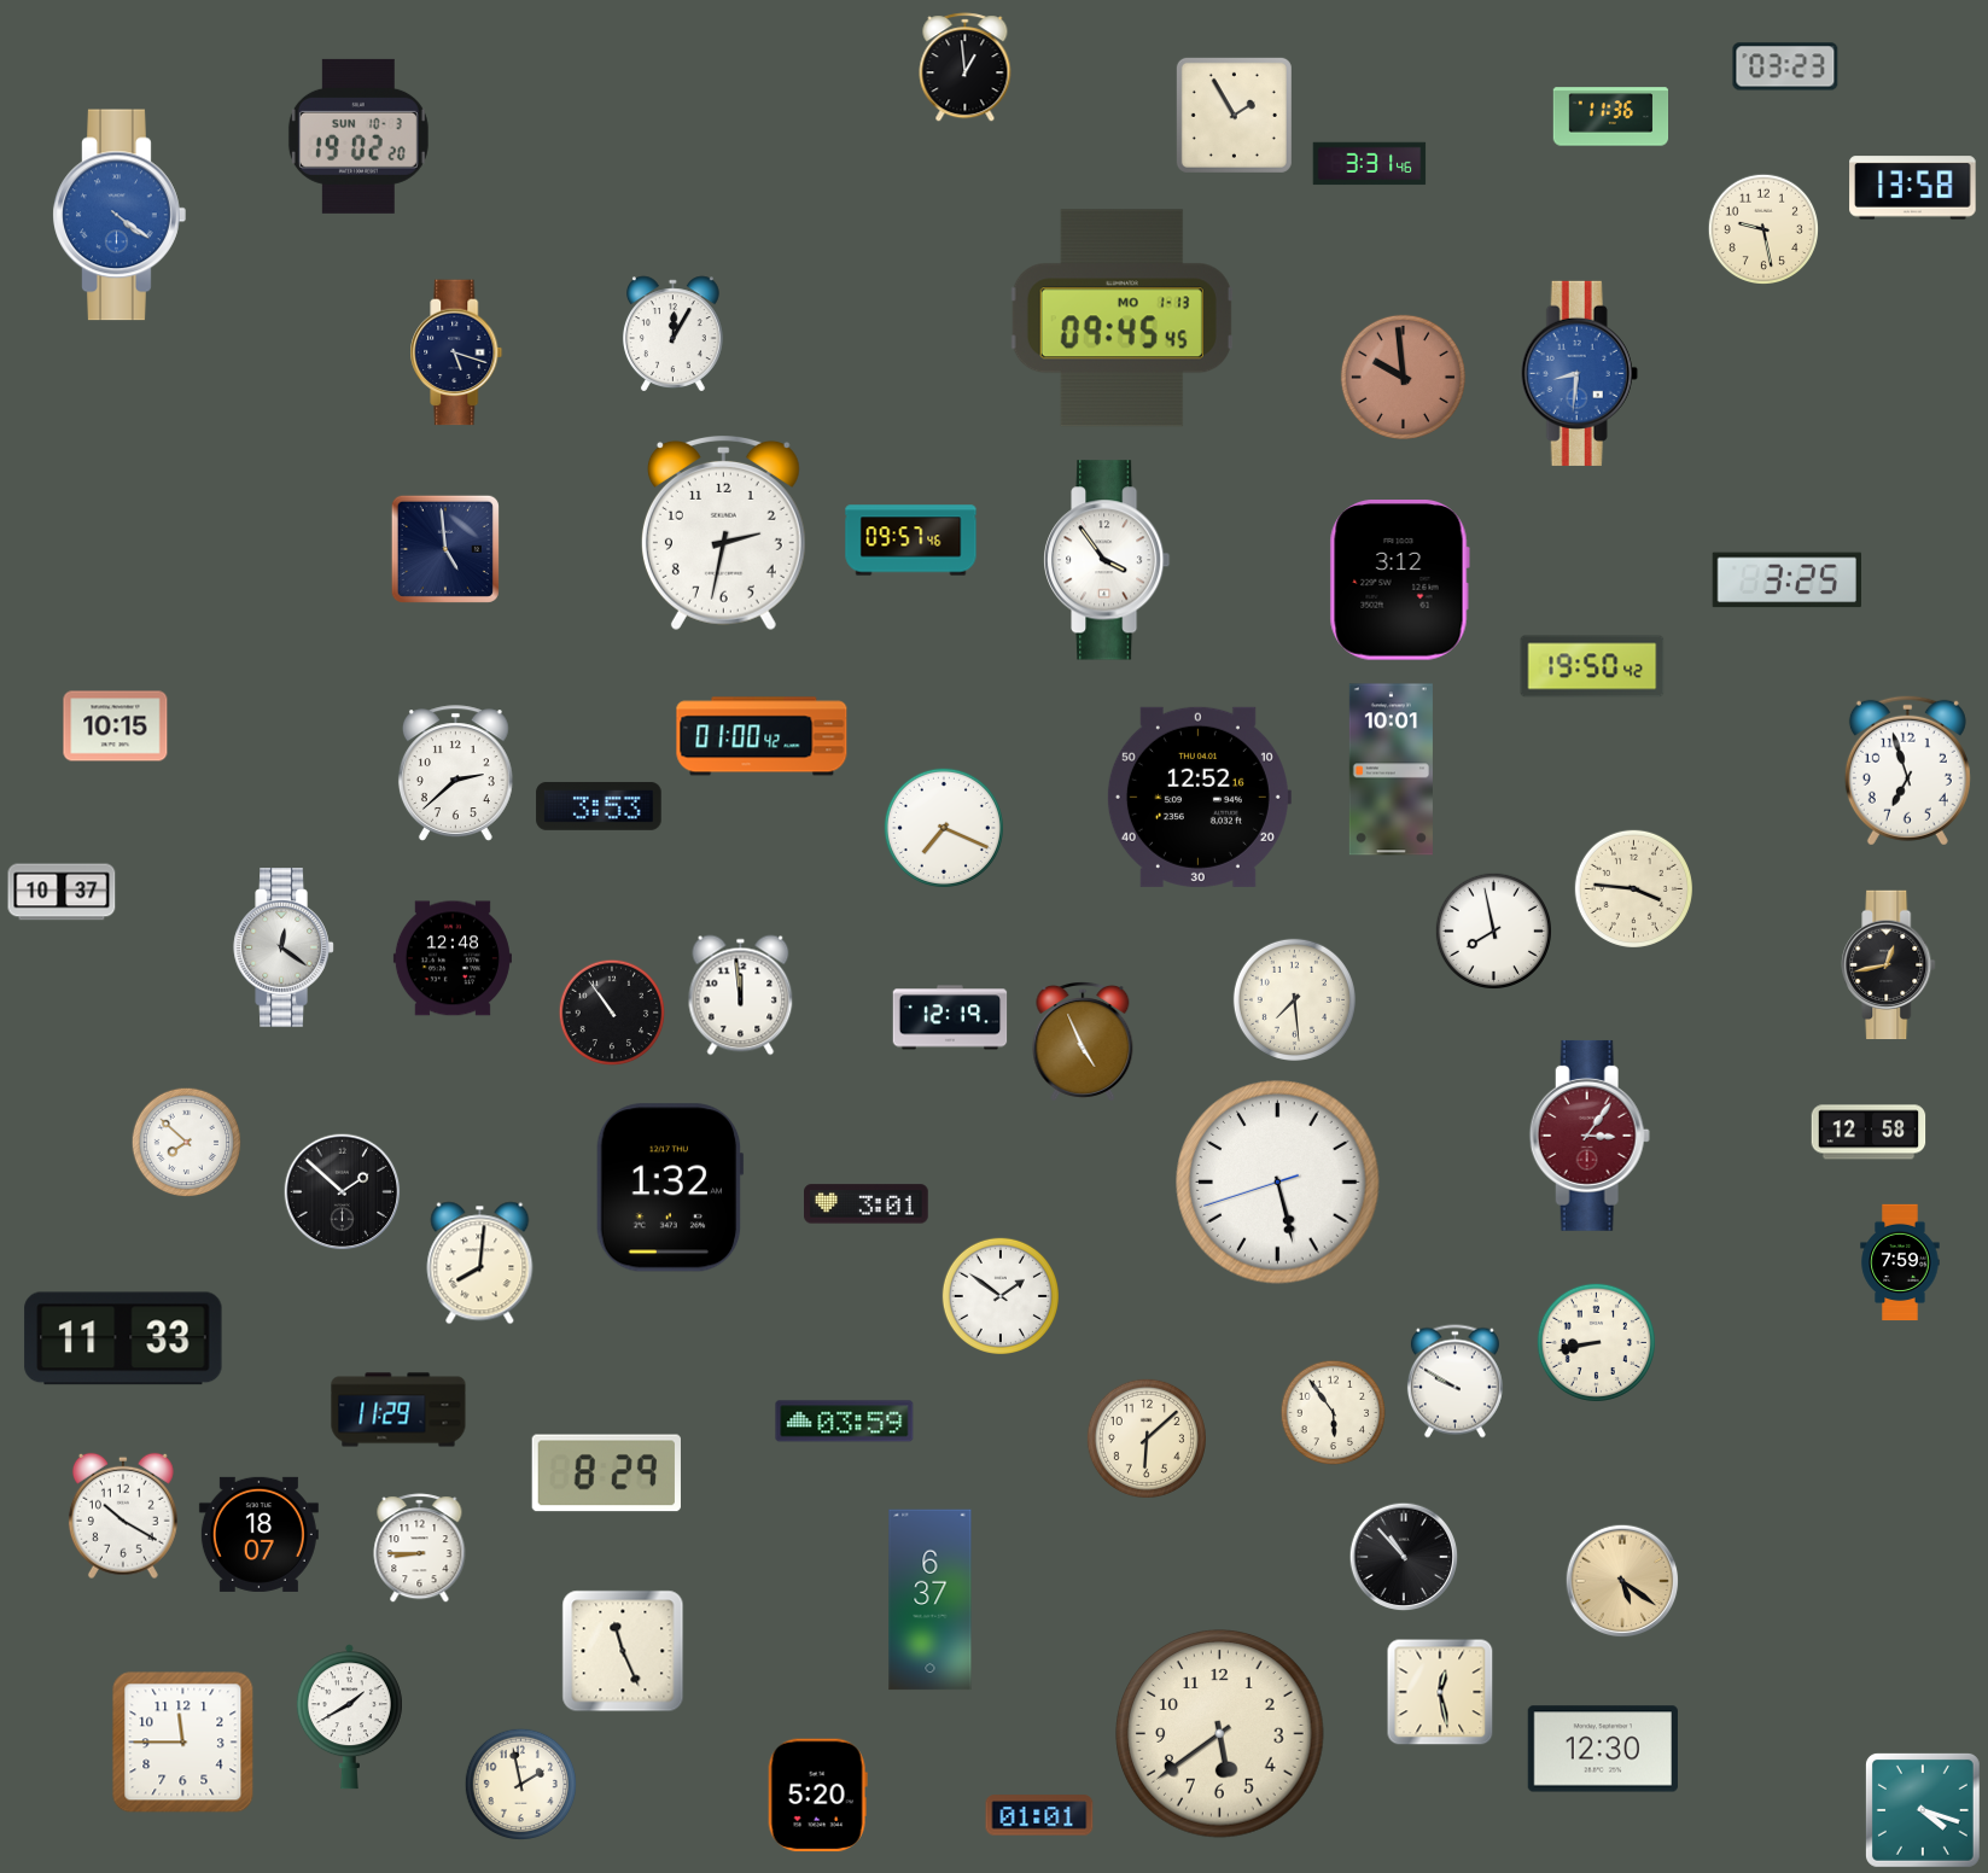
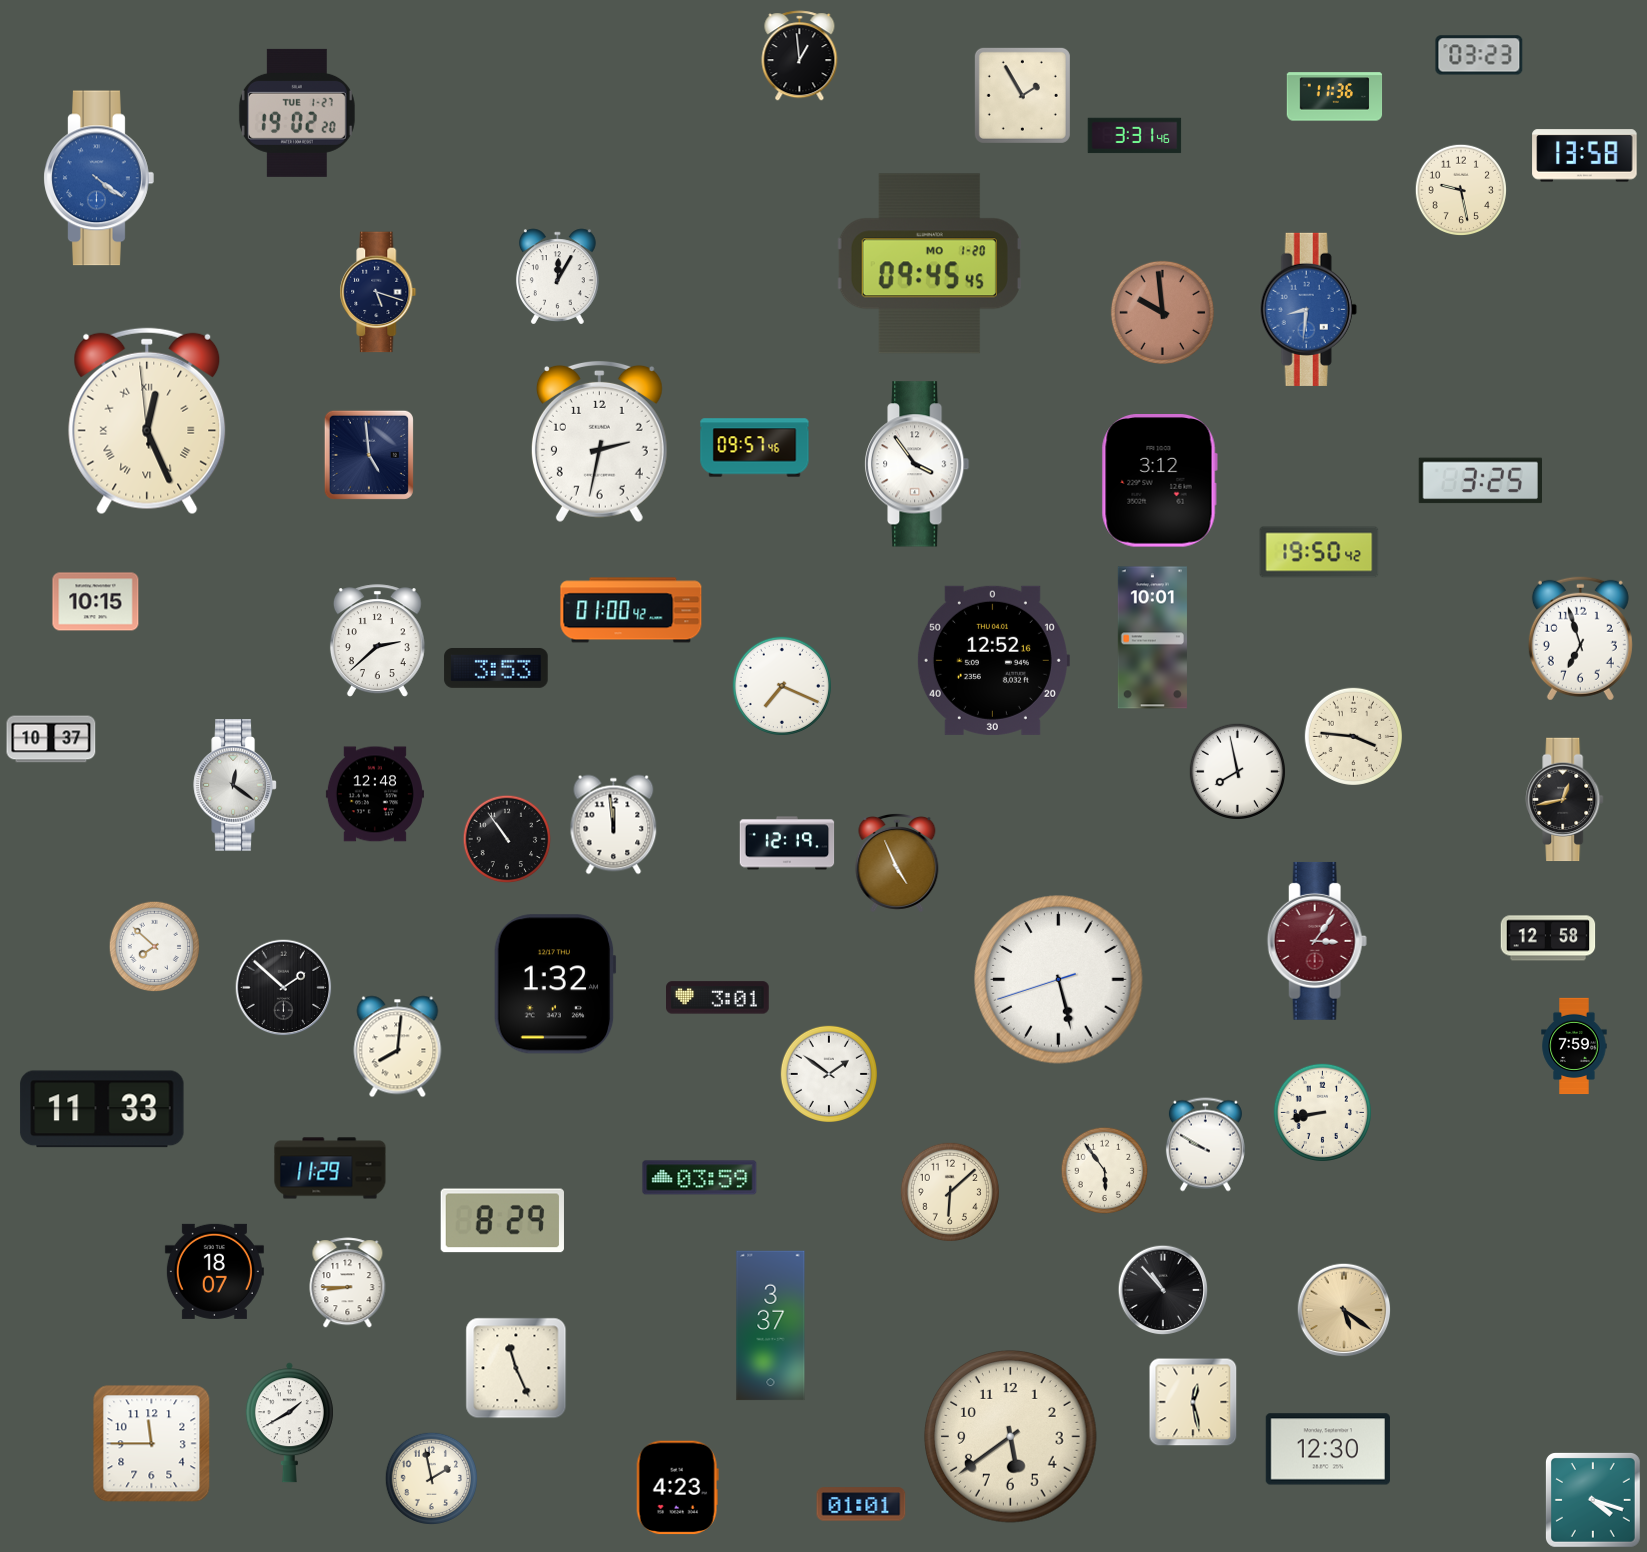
clock at (358, 136) date: SUN 10-3 -> TUE 1-27
clock at (1121, 319) date: MO 1-13 -> MO 1-20
clock at (147, 421): none -> 12:25
clock at (1294, 999): 7:29 -> none
clock at (123, 1516): 10:20 -> none
clock at (931, 1600): 6:37 -> 3:37
clock at (817, 1796): 5:20 -> 4:23
